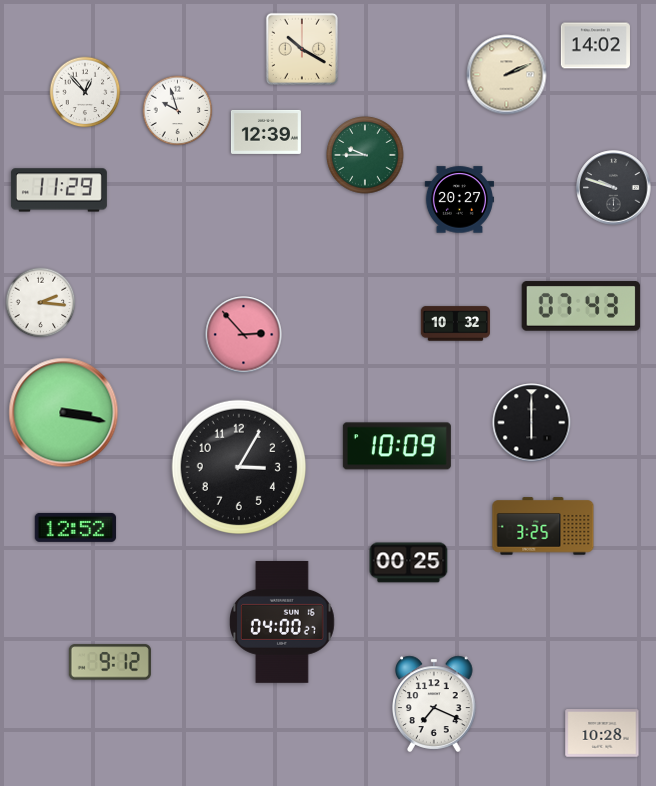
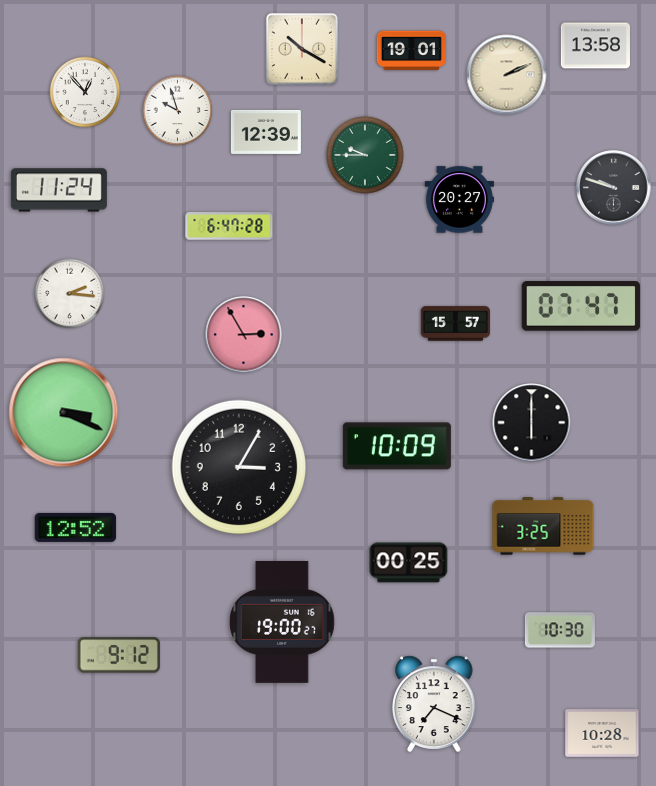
clock at (595, 46): 14:02 -> 13:58
clock at (411, 51): none -> 19:01
clock at (59, 190): 11:29 -> 11:24
clock at (229, 226): none -> 6:47
clock at (41, 303) position: (41, 303) -> (70, 294)
clock at (581, 306): 07:43 -> 07:47
clock at (455, 324): 10:32 -> 15:57
clock at (244, 335): 2:53 -> 2:55
clock at (64, 413): 3:17 -> 3:19
clock at (283, 622): 04:00 -> 19:00
clock at (560, 630): none -> 10:30
clock at (110, 662) position: (110, 662) -> (119, 655)
